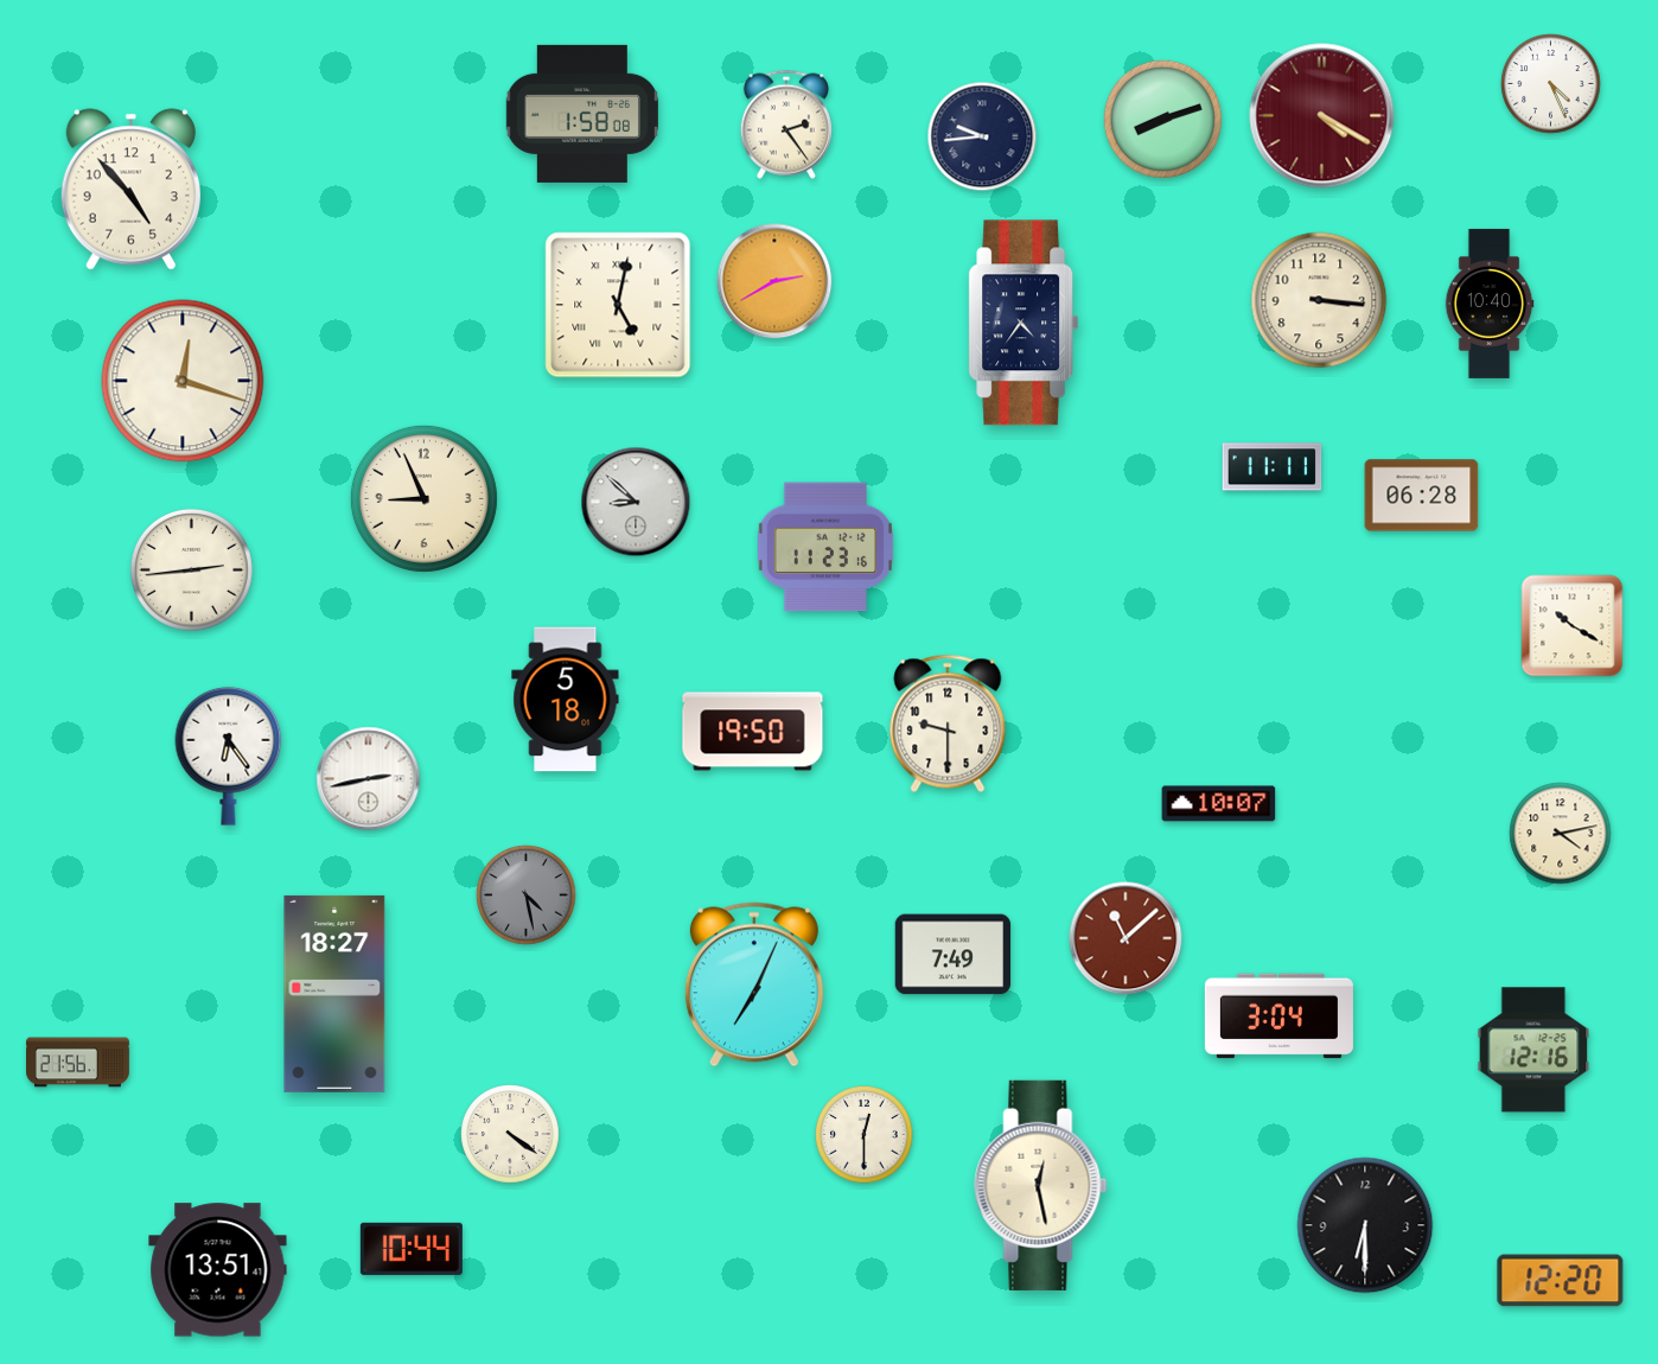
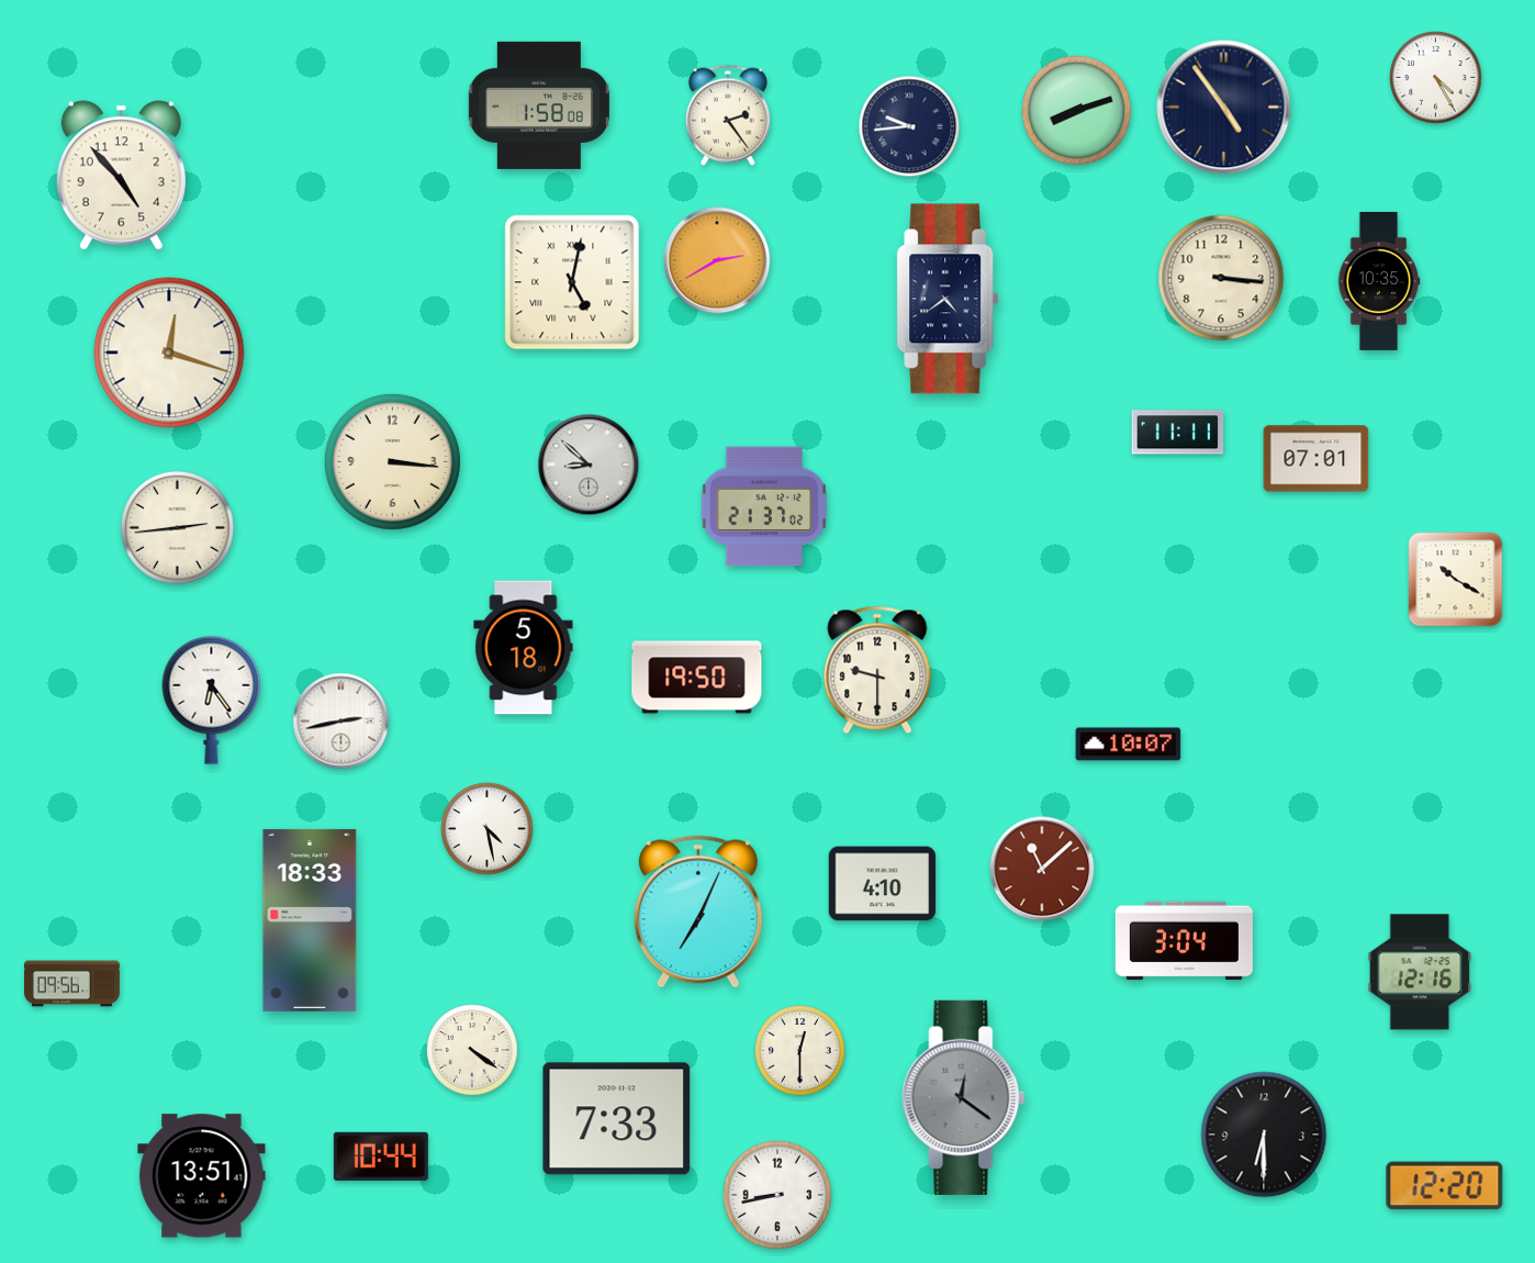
clock at (1551, 84): 4:26 -> 4:25
clock at (1322, 116): 4:20 -> 4:54
clock at (1322, 116) dial: burgundy -> navy
clock at (1490, 304): 10:40 -> 10:35
clock at (1024, 323): 4:36 -> 4:39
clock at (1422, 496): 06:28 -> 07:01
clock at (423, 498): 8:56 -> 3:16
clock at (825, 547): 11:23 -> 21:37
clock at (1561, 834): 4:13 -> none
clock at (527, 895) dial: grey -> white
clock at (954, 955): 7:49 -> 4:10
clock at (334, 994): 18:27 -> 18:33
clock at (78, 1063): 21:56 -> 09:56
clock at (1041, 1185): 12:28 -> 12:21
clock at (1041, 1185) dial: cream -> grey
clock at (617, 1119): none -> 7:33
clock at (777, 1195): none -> 8:43
